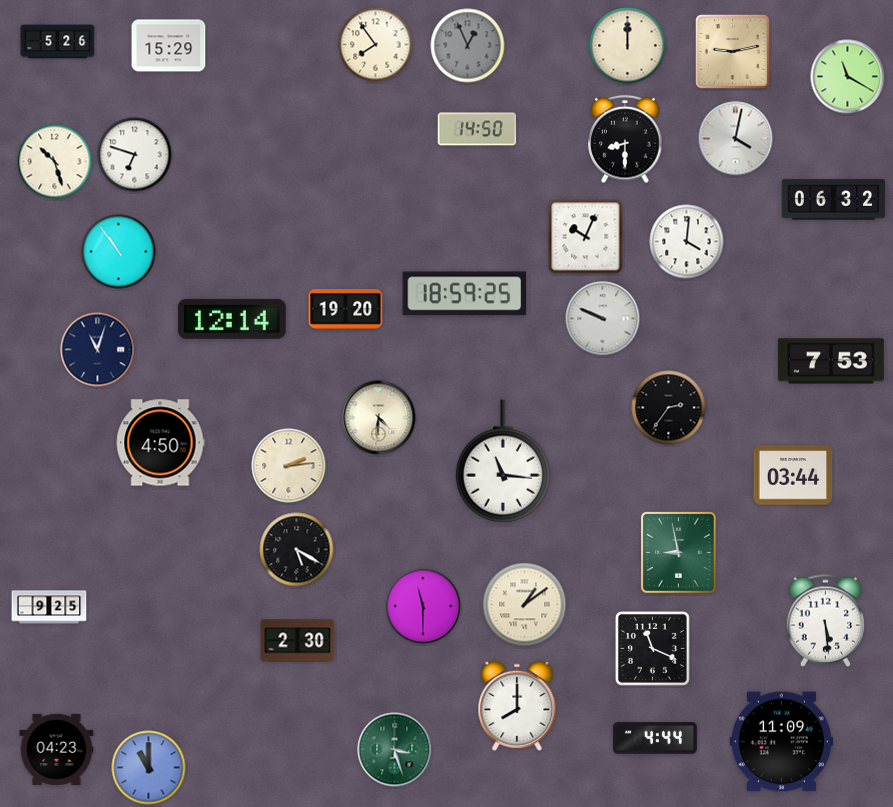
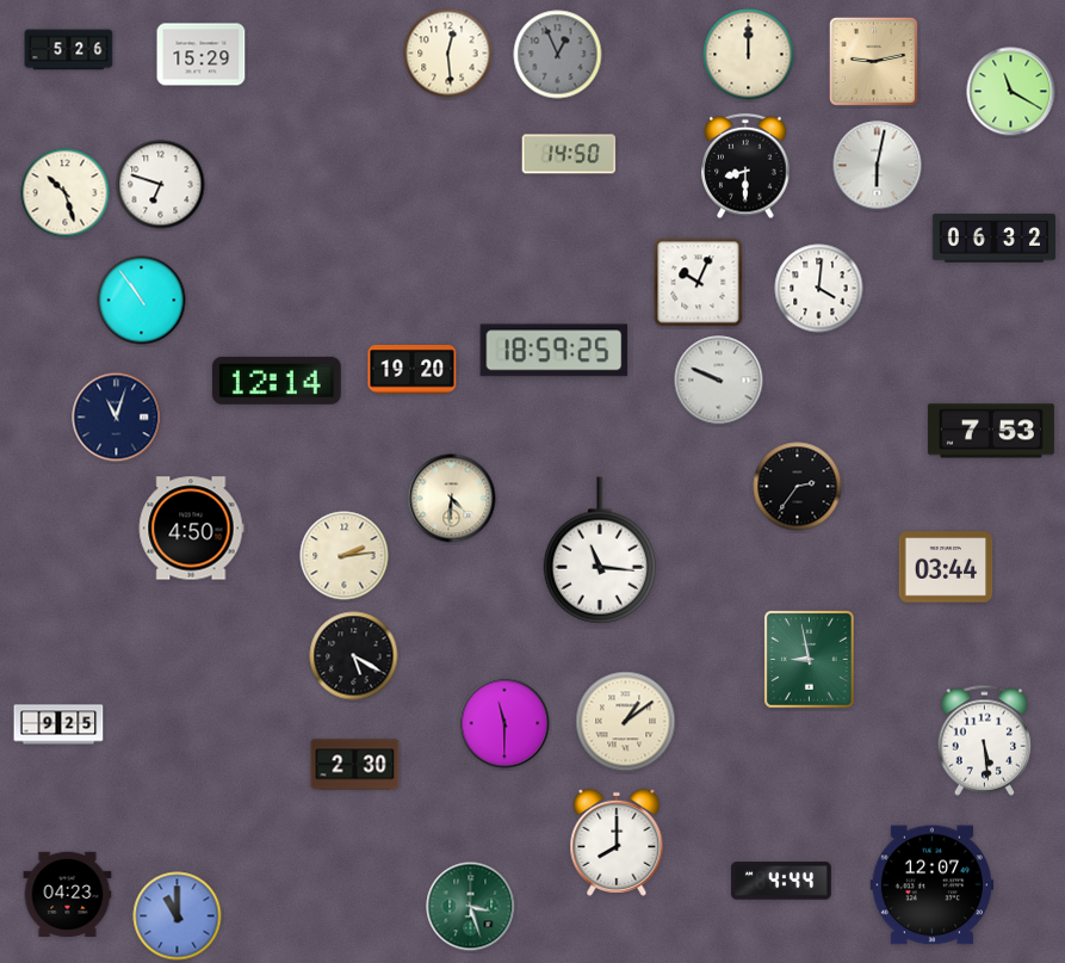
clock at (376, 45): 7:54 -> 12:29
clock at (736, 139): 4:02 -> 6:02
clock at (652, 648): 11:19 -> none
clock at (781, 742): 11:09 -> 12:07
clock at (395, 750) position: (395, 750) -> (471, 907)
